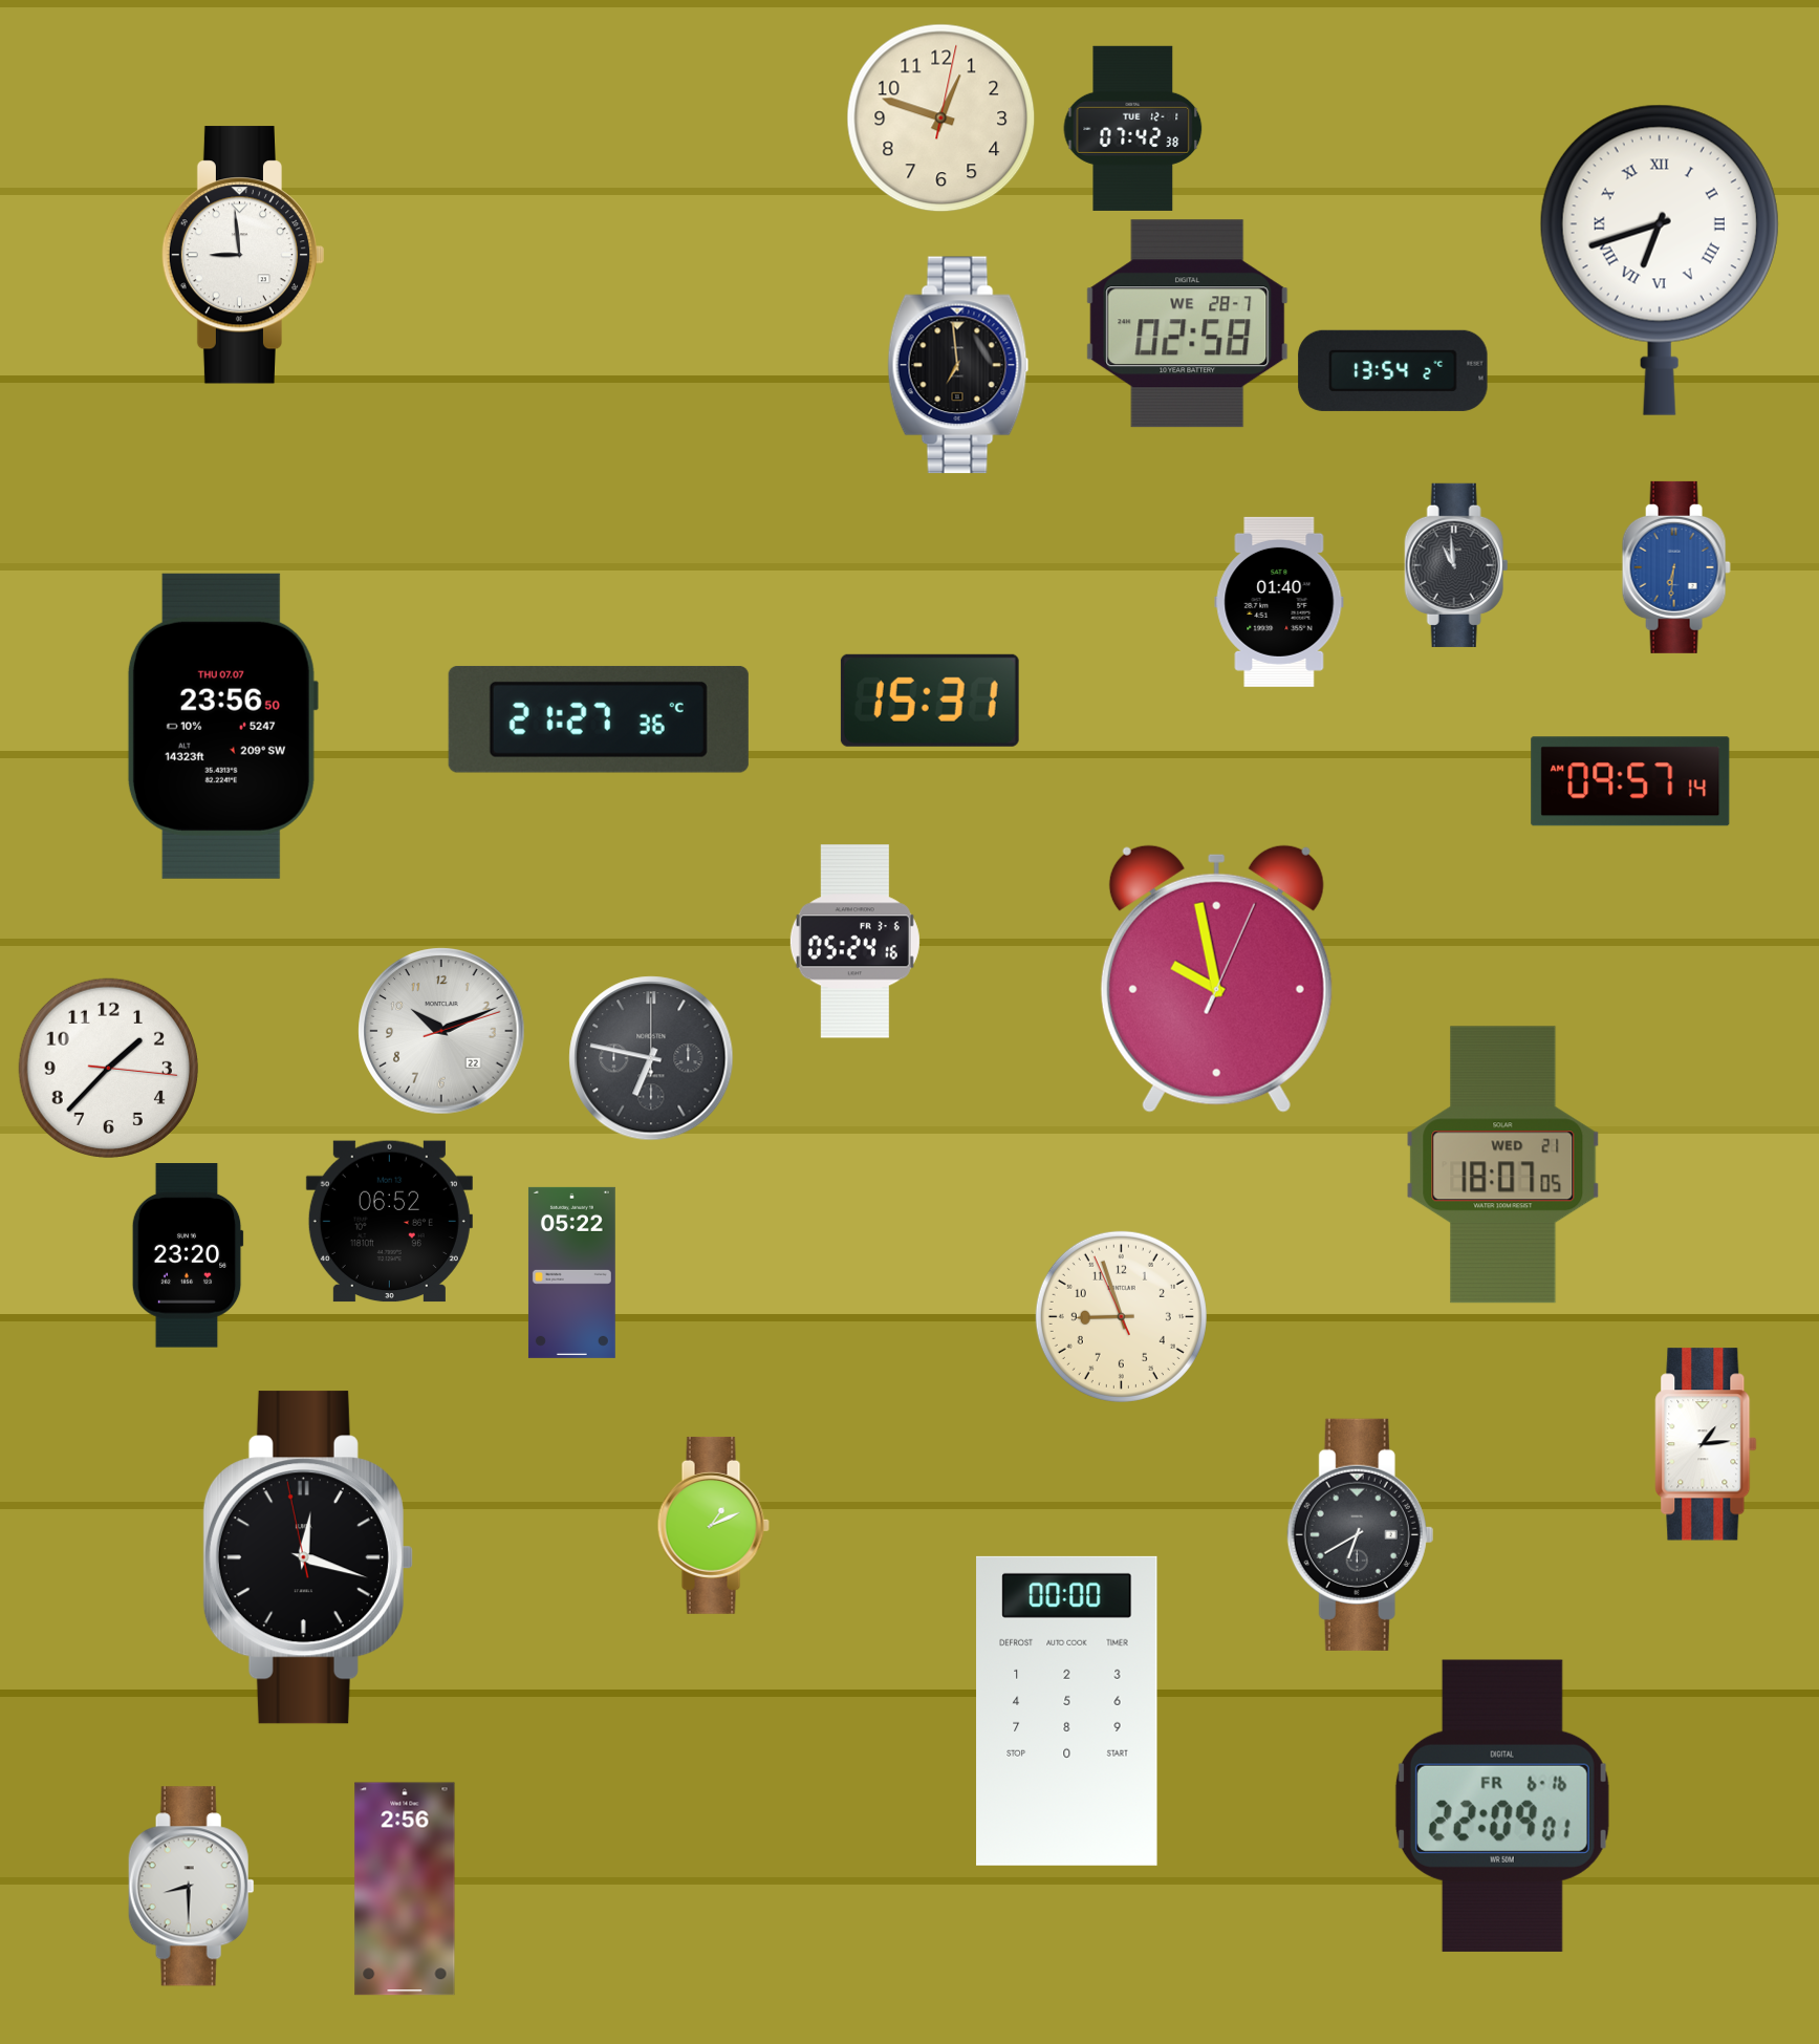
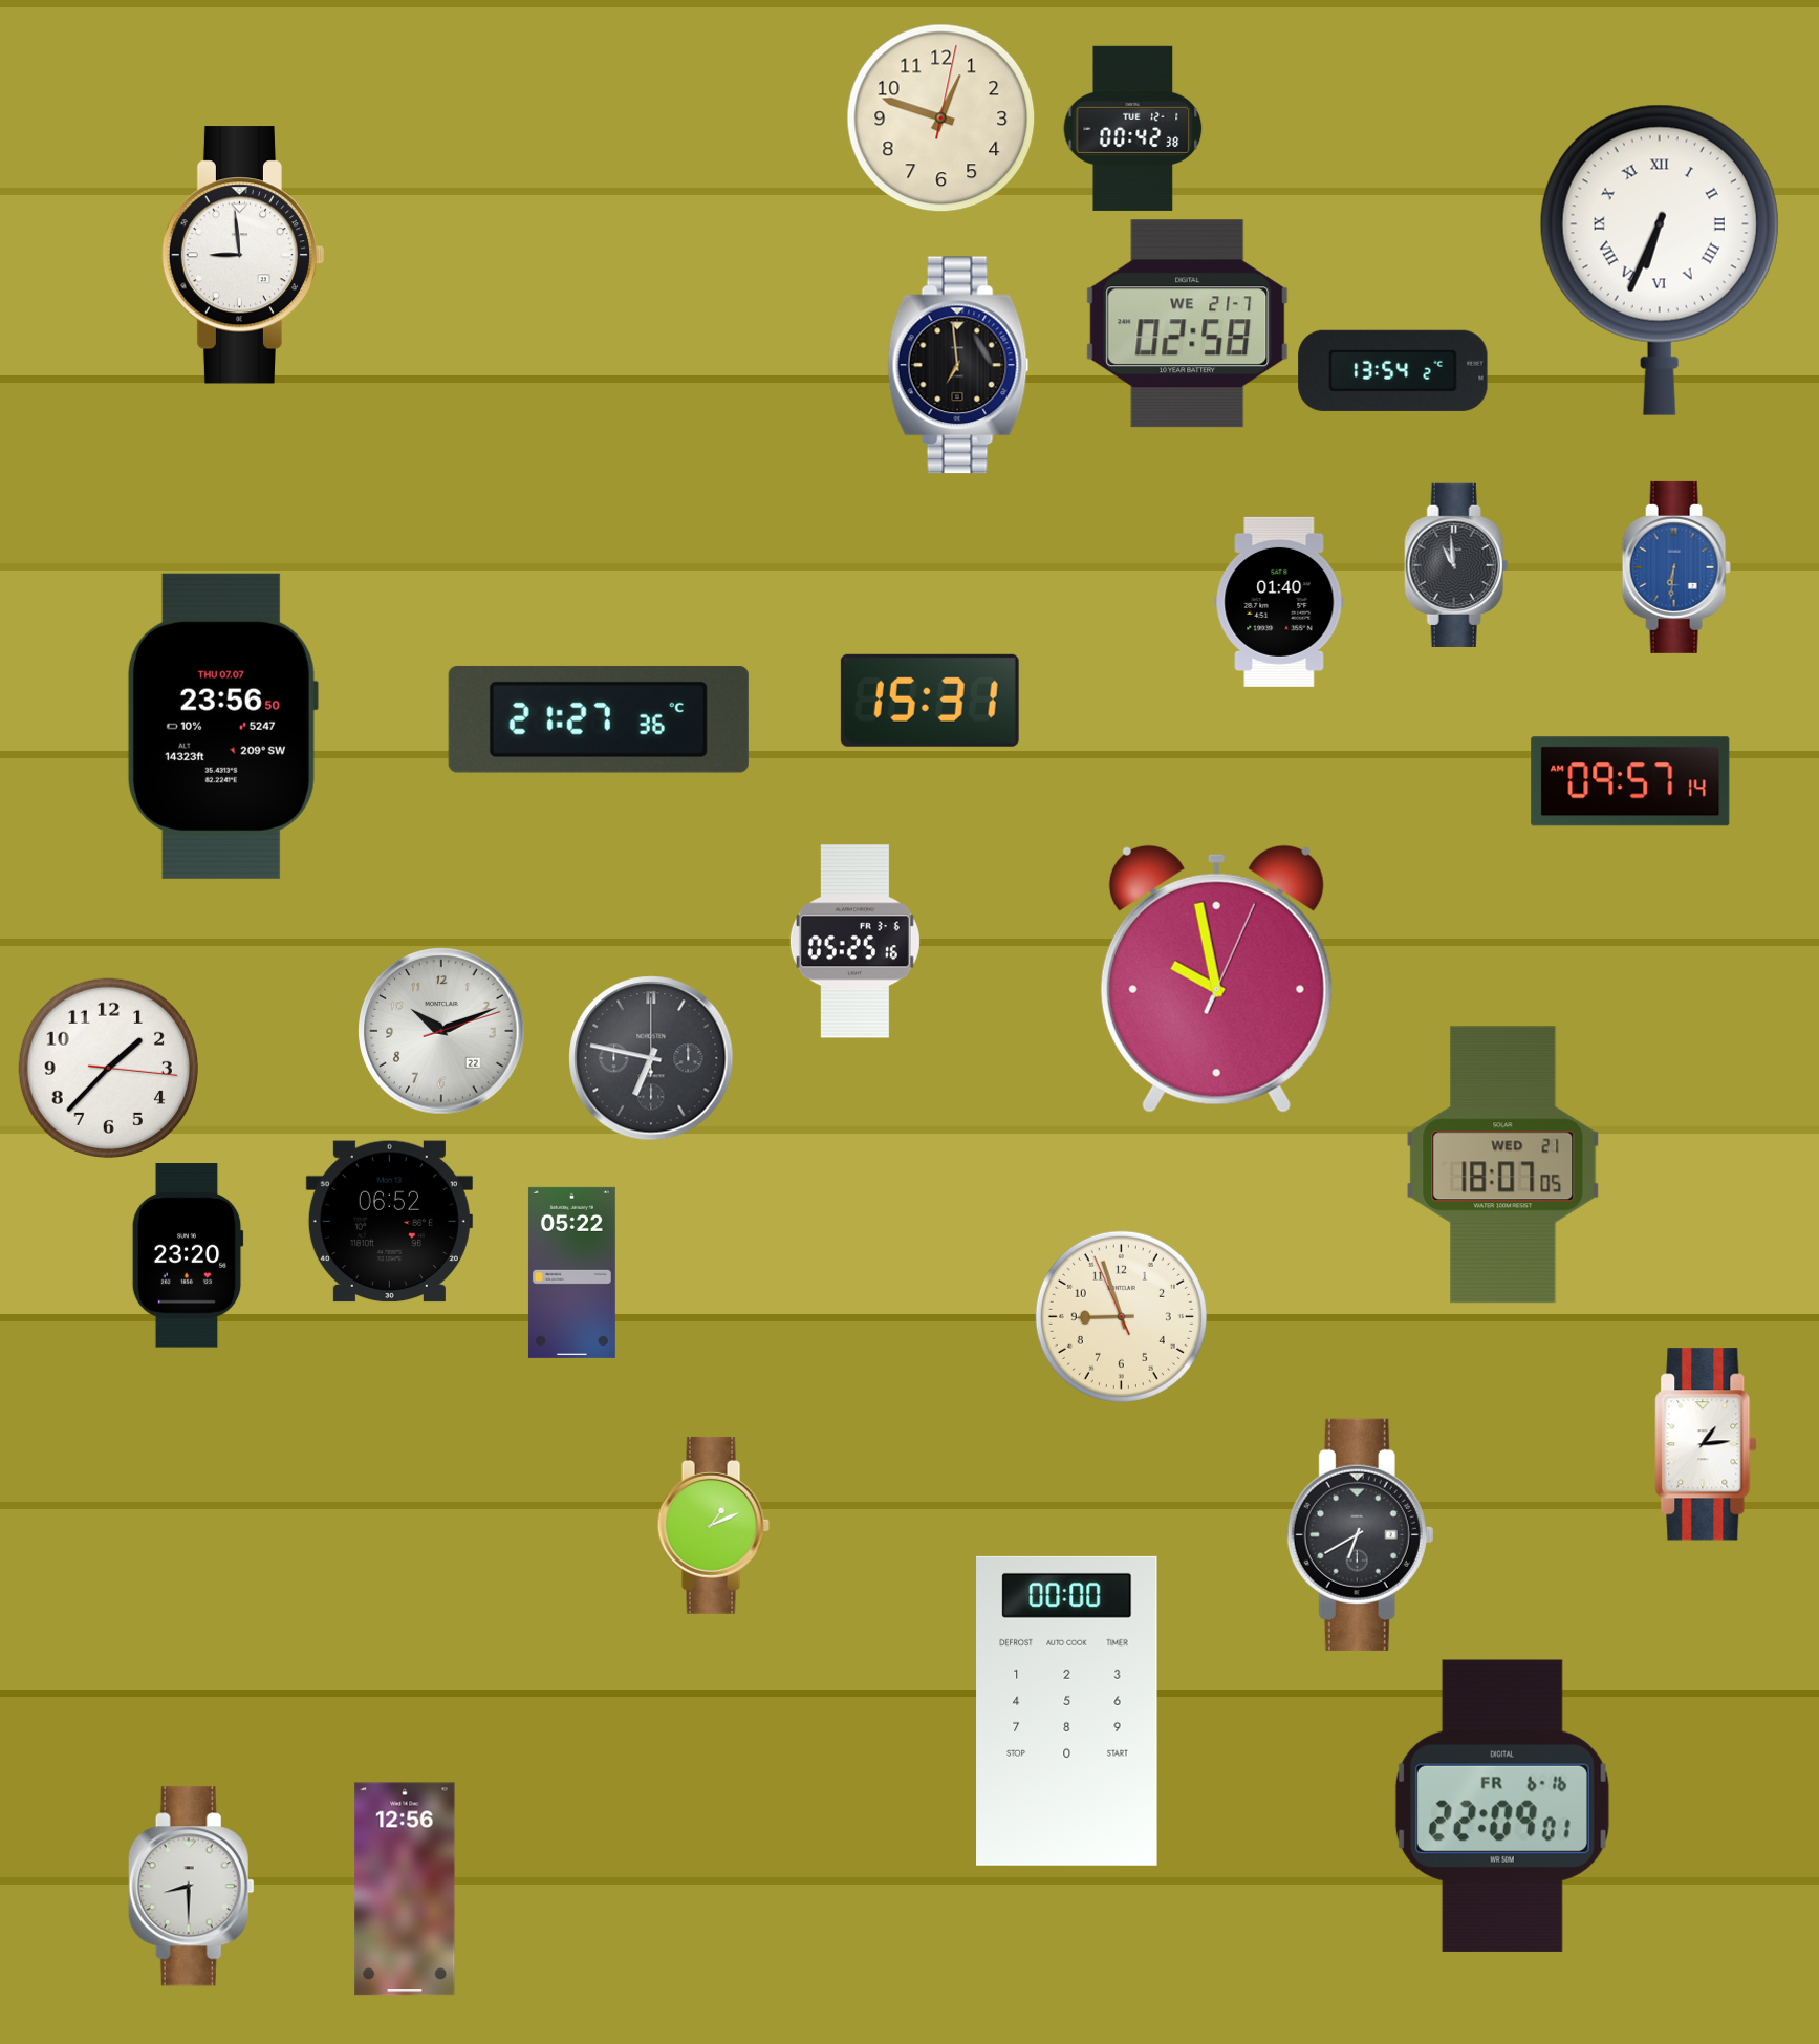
clock at (1133, 128): 07:42 -> 00:42
clock at (1660, 260): 6:42 -> 6:34
clock at (1188, 324) date: WE 28-7 -> WE 21-7
clock at (854, 942): 05:24 -> 05:25
clock at (308, 1557): 12:17 -> none
clock at (405, 1889): 2:56 -> 12:56
